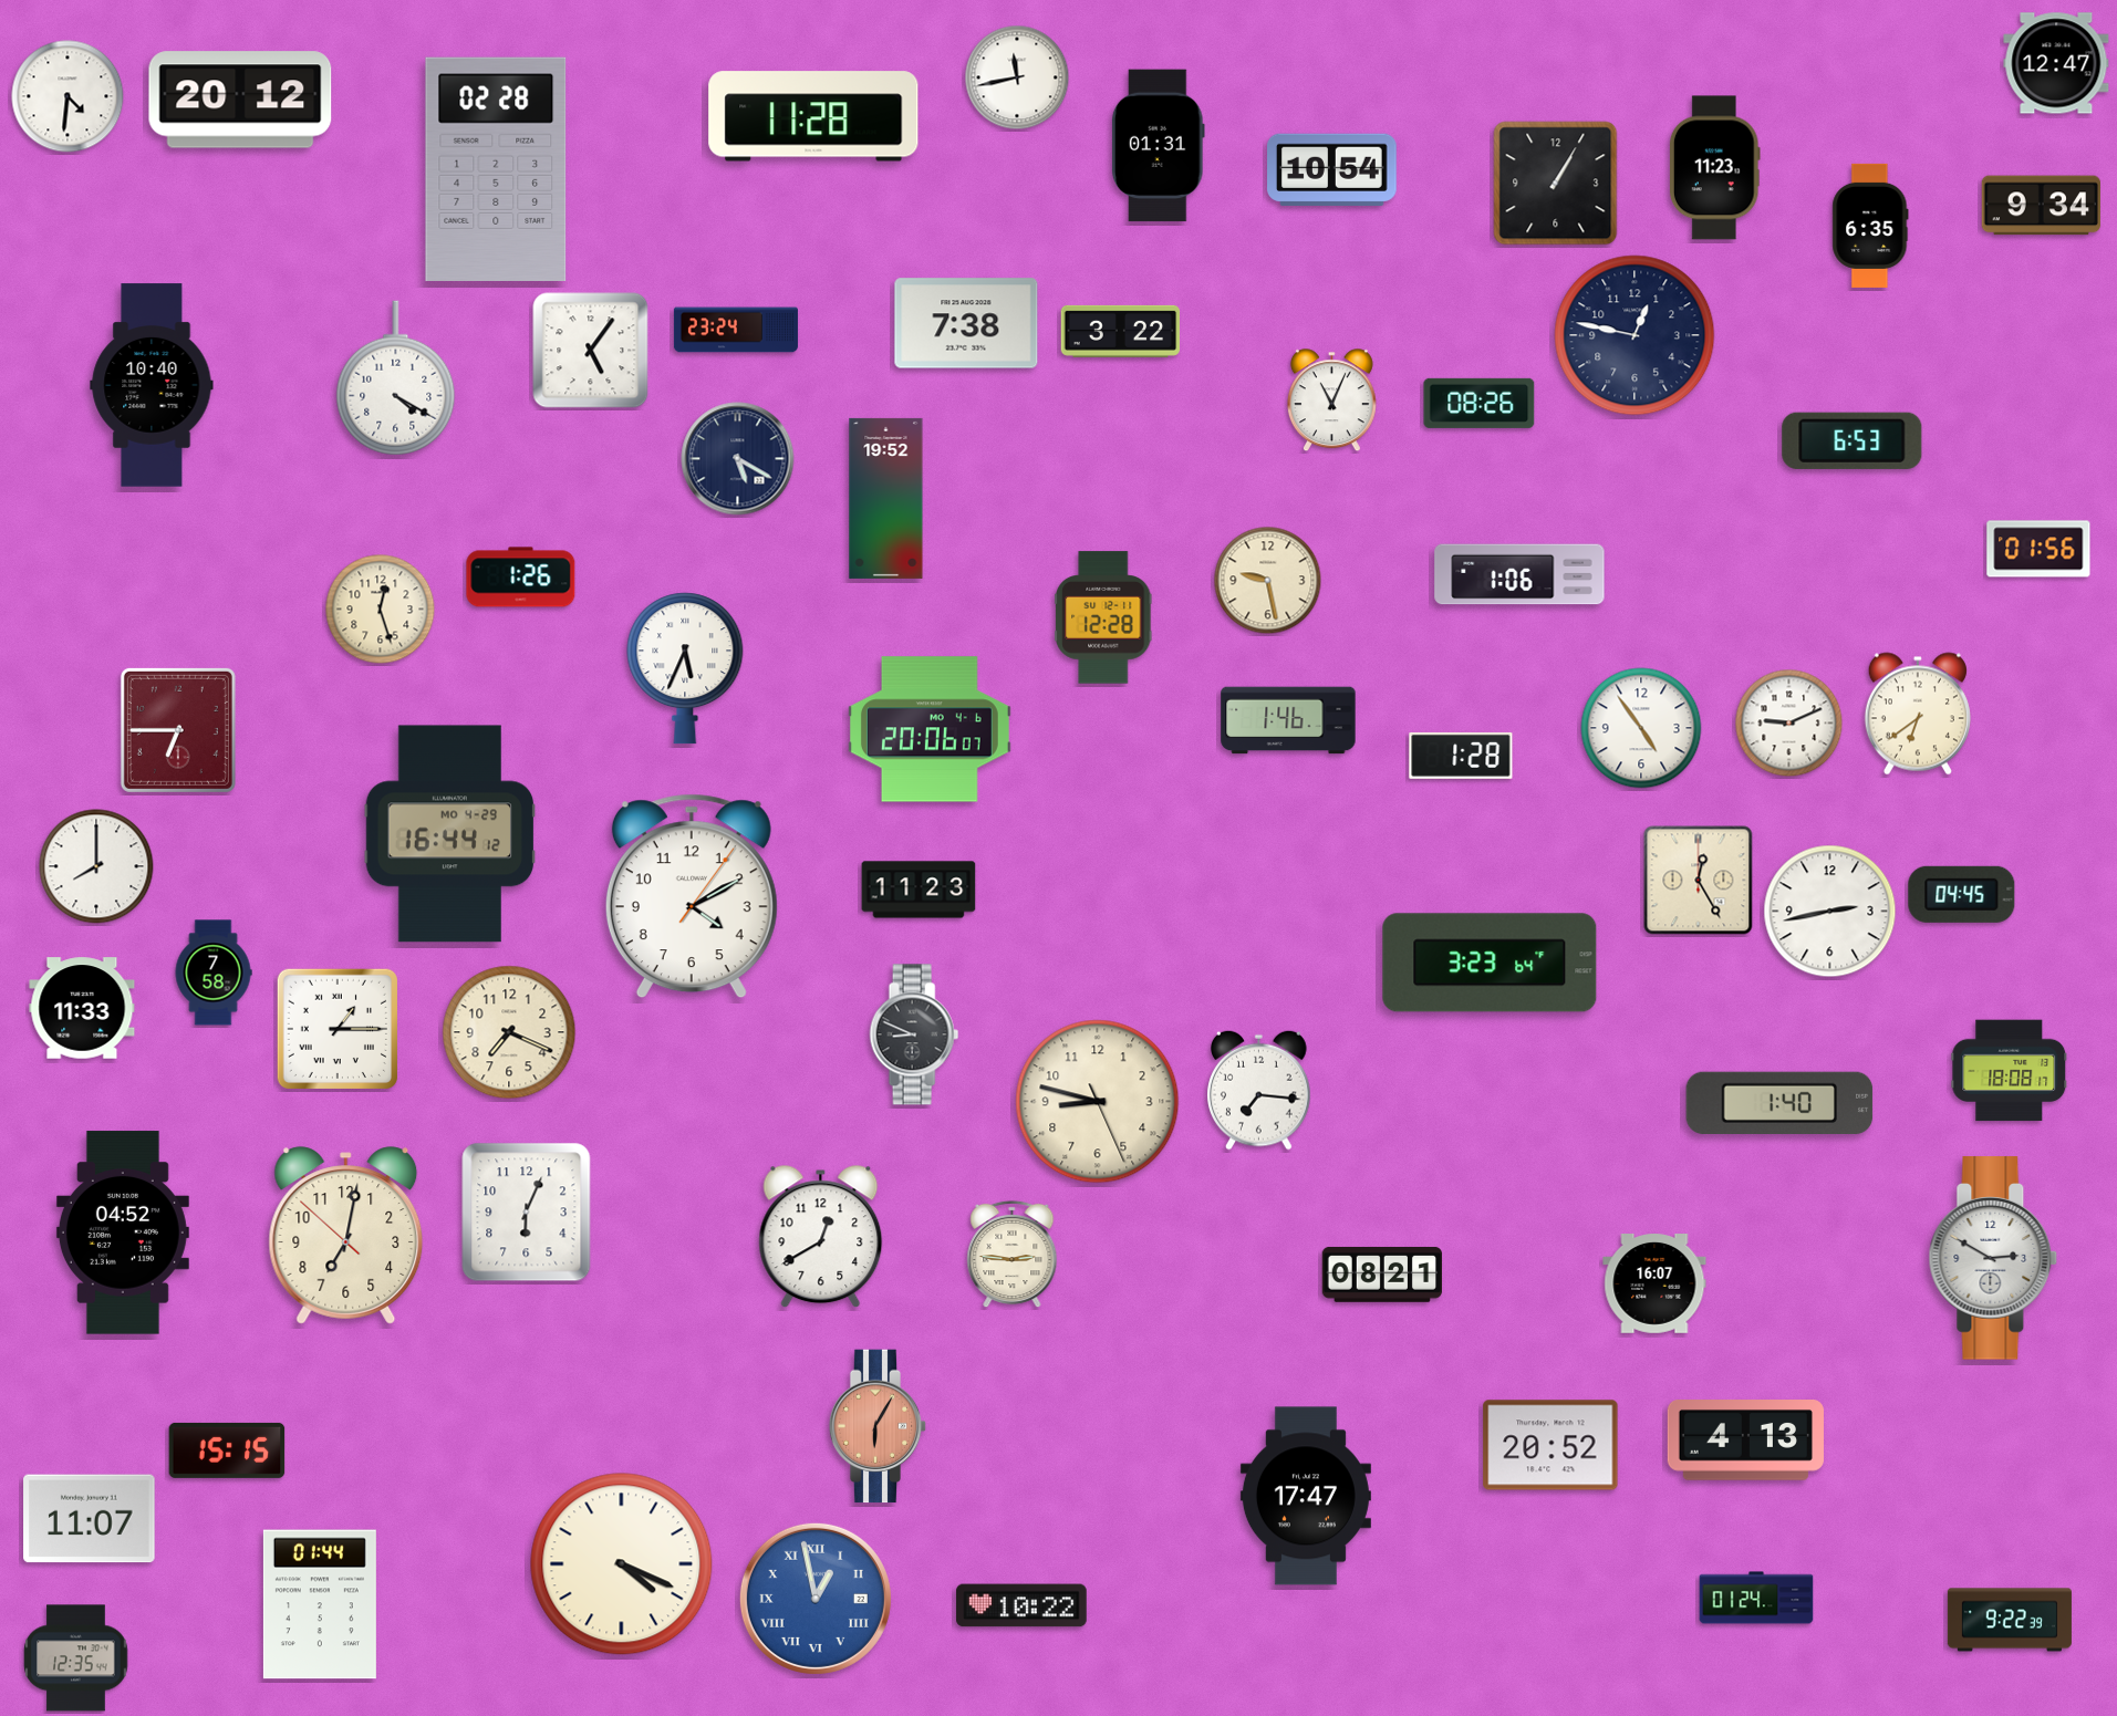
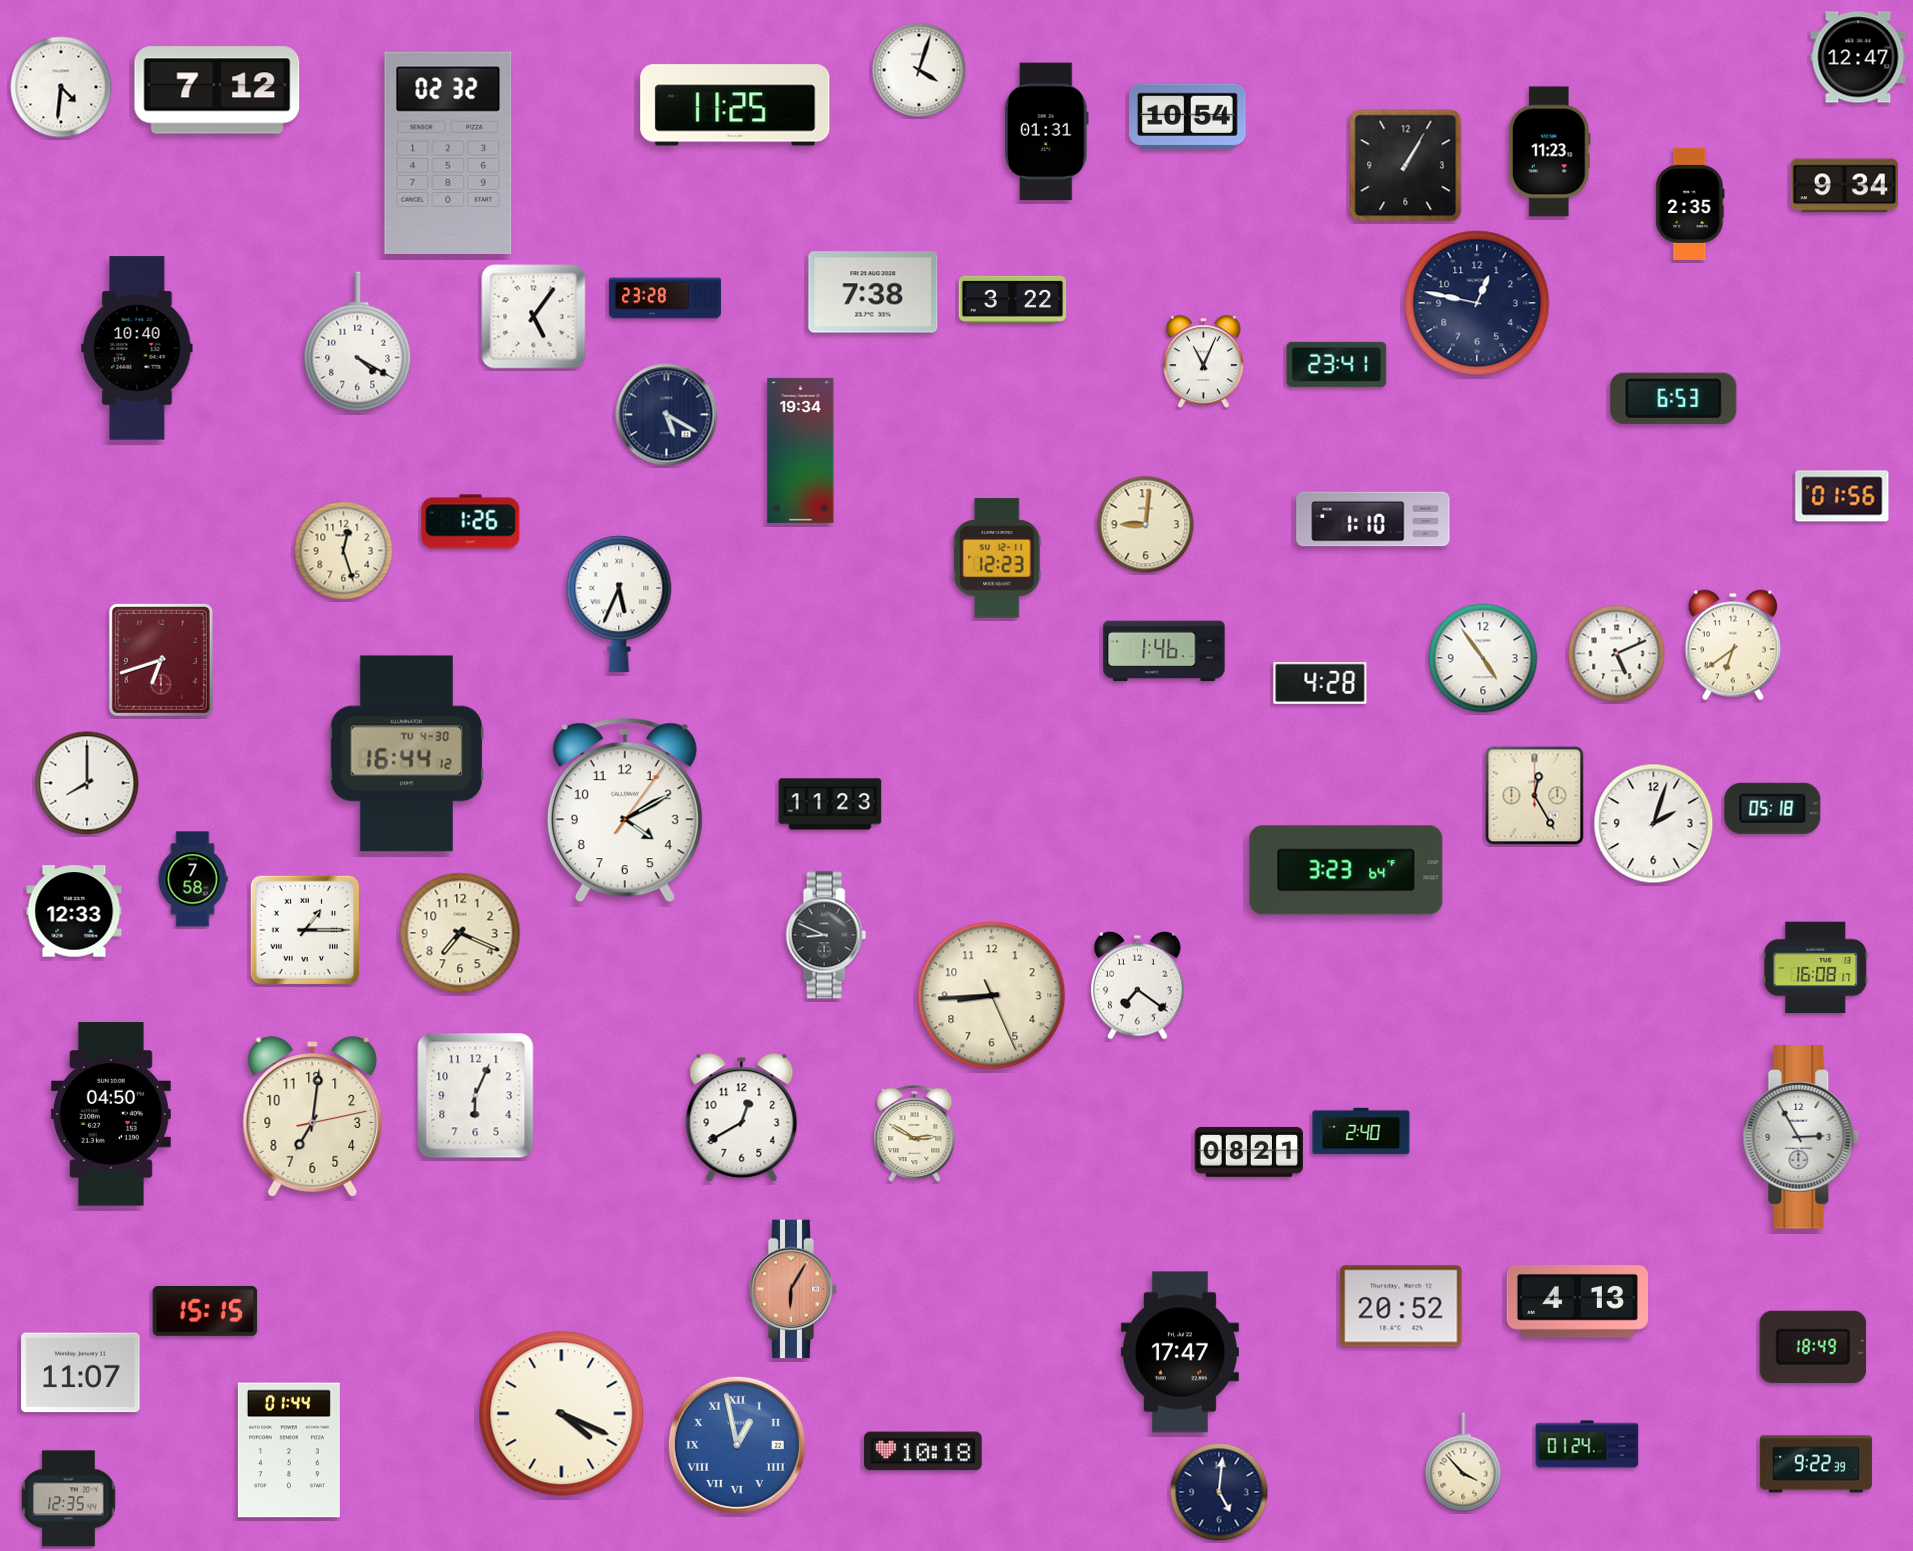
clock at (1017, 77): 11:43 -> 4:03
clock at (240, 100): 20:12 -> 7:12
clock at (813, 116): 11:28 -> 11:25
clock at (496, 168): 02:28 -> 02:32
clock at (1332, 169) position: (1332, 169) -> (1188, 116)
clock at (1870, 226): 6:35 -> 2:35
clock at (736, 330): 23:24 -> 23:28
clock at (1480, 403): 08:26 -> 23:41
clock at (886, 498): 19:52 -> 19:34
clock at (1519, 574): 1:06 -> 1:10
clock at (1268, 581): 9:28 -> 9:01
clock at (1103, 617): 12:28 -> 12:23
clock at (1789, 724): 9:11 -> 5:11
clock at (930, 729): 20:06 -> none
clock at (178, 730): 6:45 -> 6:42
clock at (1461, 756): 1:28 -> 4:28
clock at (450, 834) date: MO 4-29 -> TU 4-30
clock at (1962, 894): 04:45 -> 05:18
clock at (1830, 912): 2:43 -> 2:03
clock at (82, 1008): 11:33 -> 12:33
clock at (2010, 1071): 18:08 -> 16:08
clock at (1259, 1090): 7:16 -> 7:21
clock at (1098, 1102): 8:47 -> 8:44
clock at (1779, 1103): 1:40 -> none
clock at (123, 1233): 04:52 -> 04:50
clock at (346, 1236): 7:01:52 -> 7:01:13
clock at (1361, 1131): none -> 2:40
clock at (1013, 1255): 2:46 -> 2:50
clock at (1993, 1258): 2:50 -> 2:55
clock at (1654, 1285): 16:07 -> none
clock at (1812, 1347): none -> 18:49
clock at (1021, 1605): 10:22 -> 10:18
clock at (1463, 1462): none -> 3:53
clock at (1219, 1492): none -> 5:01
